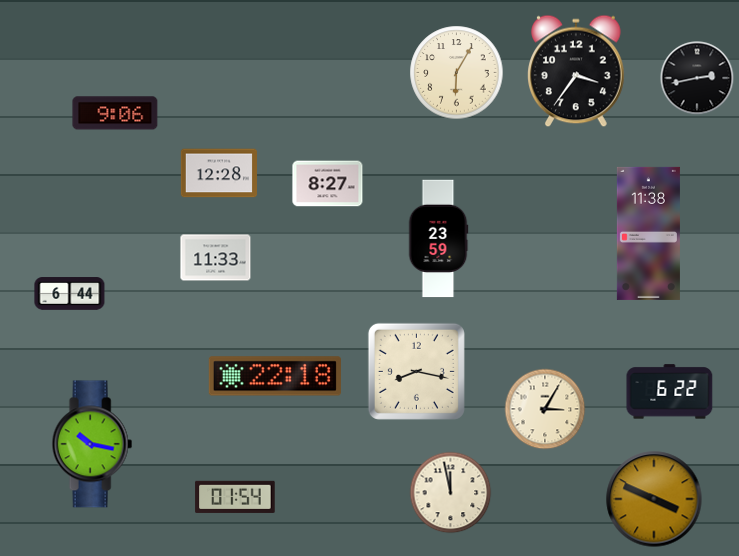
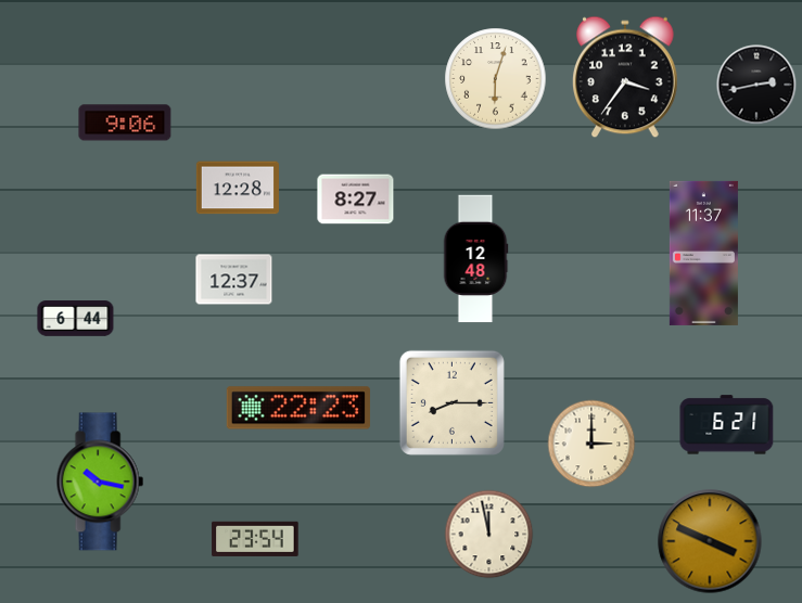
clock at (457, 73): 6:05 -> 6:03
clock at (648, 233): 11:38 -> 11:37
clock at (438, 239): 23:59 -> 12:48
clock at (216, 258): 11:33 -> 12:37
clock at (416, 371): 8:17 -> 8:15
clock at (275, 376): 22:18 -> 22:23
clock at (670, 392): 6:22 -> 6:21
clock at (545, 409): 3:05 -> 3:00
clock at (235, 497): 01:54 -> 23:54
